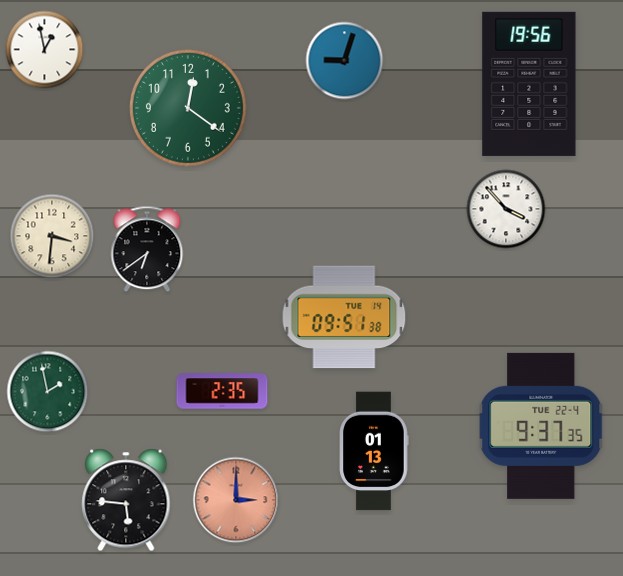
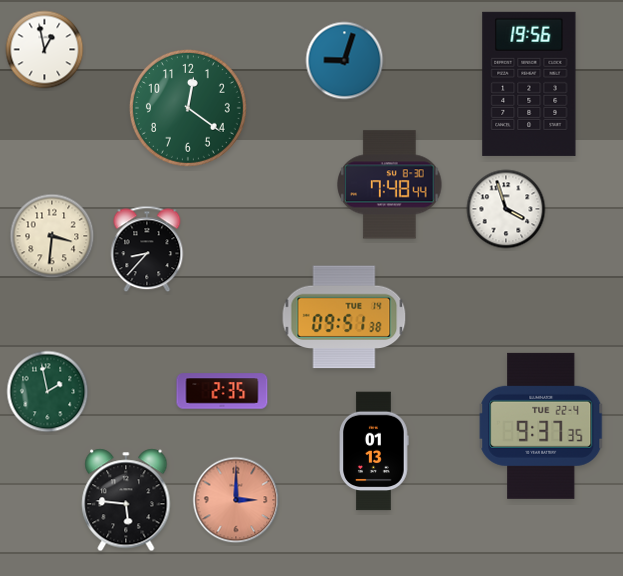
clock at (390, 185): none -> 7:48
clock at (506, 209): 3:53 -> 3:57
clock at (147, 249): 6:39 -> 8:37
